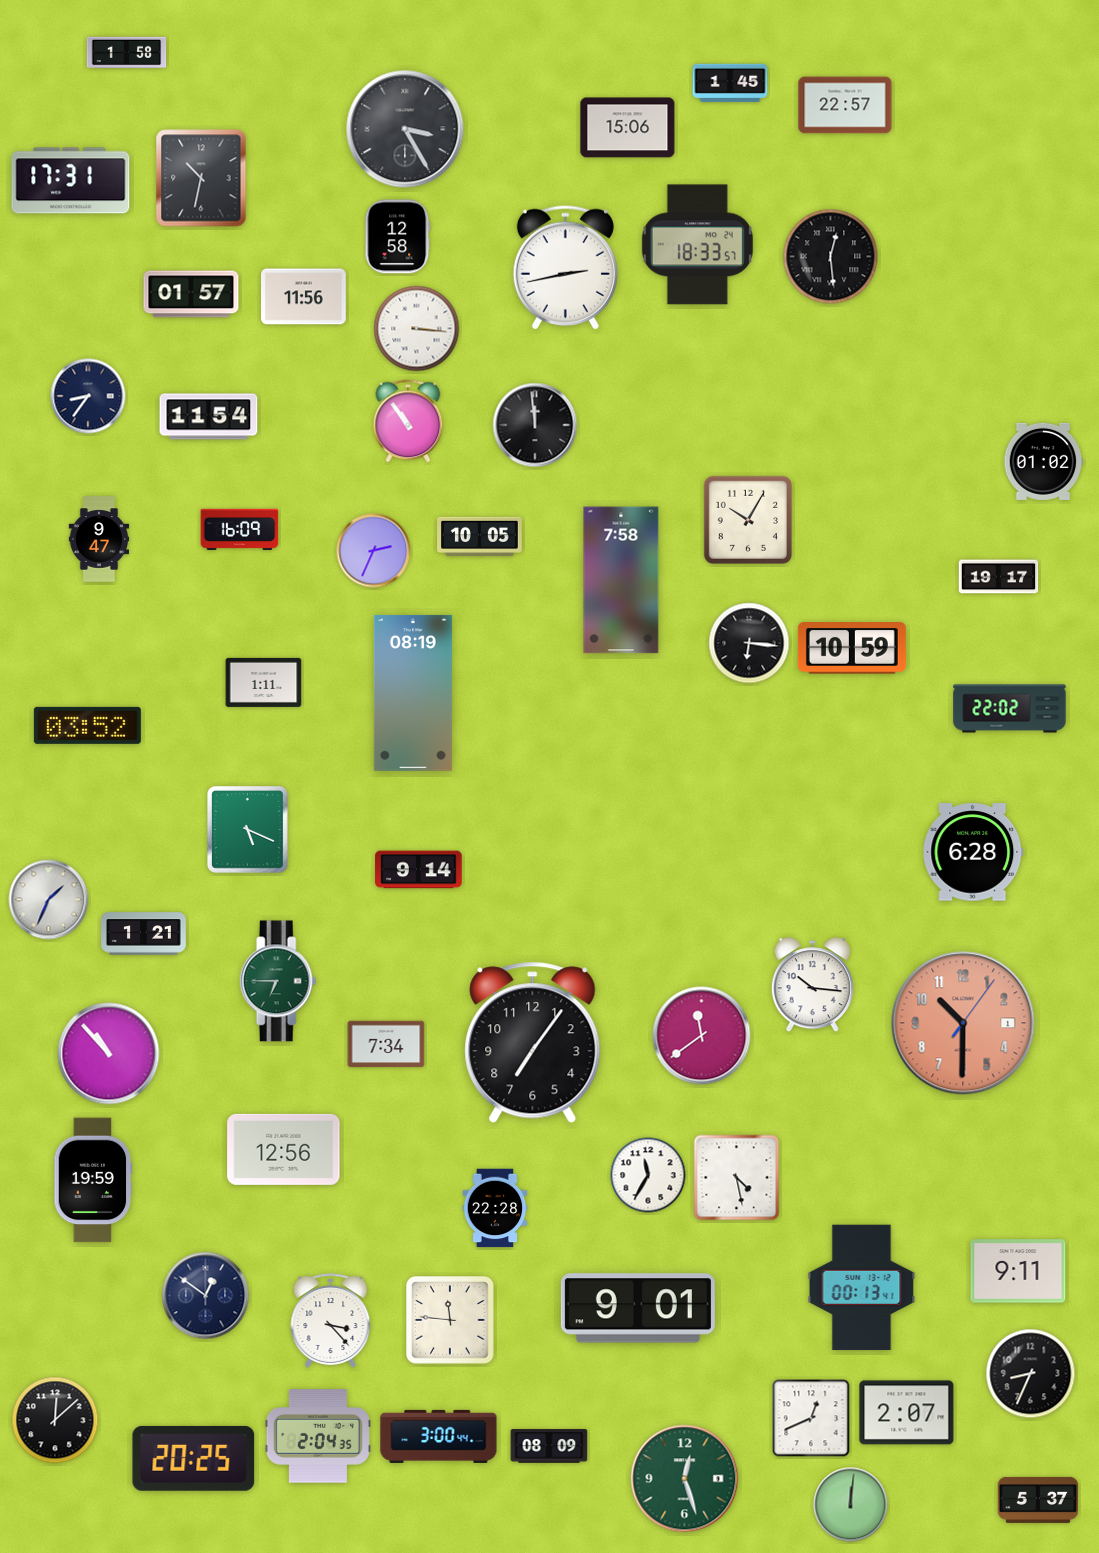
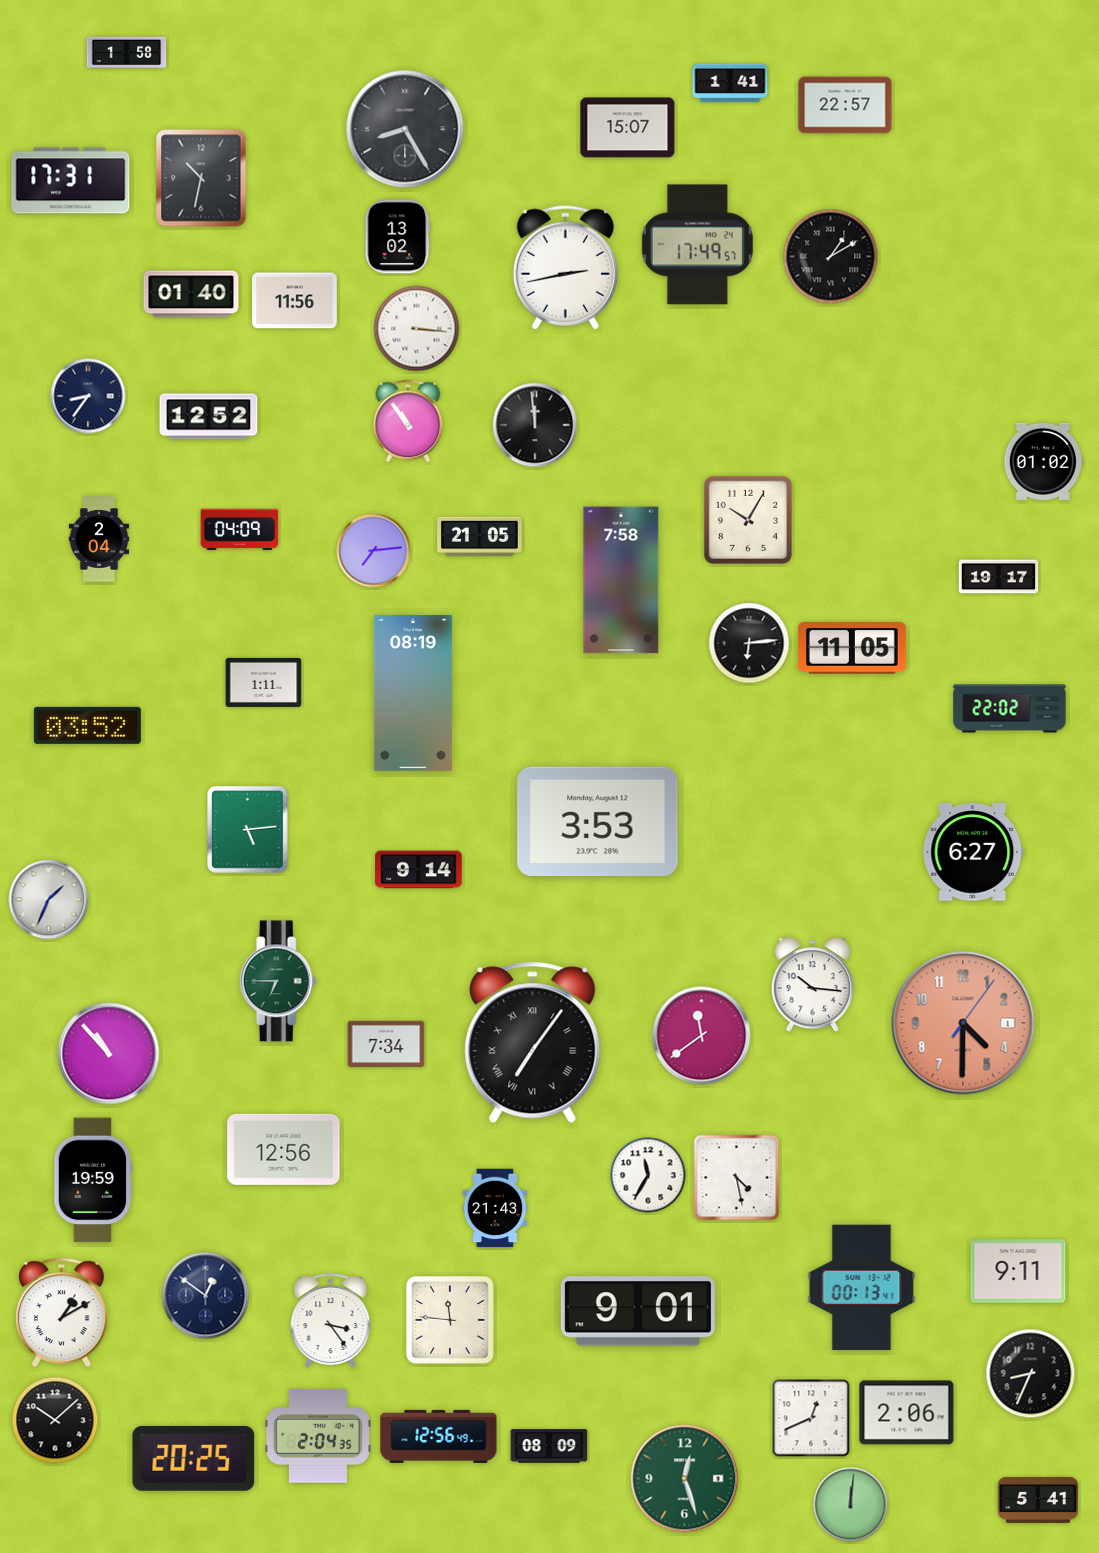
clock at (730, 83): 1:45 -> 1:41
clock at (628, 128): 15:06 -> 15:07
clock at (405, 129): 3:25 -> 8:25
clock at (398, 237): 12:58 -> 13:02
clock at (697, 245): 18:33 -> 17:49
clock at (831, 257): 12:29 -> 1:10
clock at (191, 294): 01:57 -> 01:40
clock at (304, 297) position: (304, 297) -> (295, 301)
clock at (209, 417): 11:54 -> 12:52
clock at (240, 529): 16:09 -> 04:09
clock at (480, 536): 10:05 -> 21:05
clock at (99, 539): 9:47 -> 2:04
clock at (374, 551): 2:34 -> 7:14
clock at (749, 643): 6:16 -> 6:14
clock at (852, 648): 10:59 -> 11:05
clock at (598, 821): none -> 3:53
clock at (248, 830): 5:19 -> 5:14
clock at (973, 852): 6:28 -> 6:27
clock at (144, 934): 1:21 -> none
clock at (963, 1023): 10:30 -> 4:30
clock at (533, 1043) numerals: Arabic -> Roman
clock at (495, 1208): 22:28 -> 21:43
clock at (638, 1308) position: (638, 1308) -> (638, 1311)
clock at (62, 1312): none -> 1:10
clock at (331, 1321): 3:23 -> 3:24
clock at (907, 1413): 2:07 -> 2:06
clock at (55, 1420): 12:08 -> 10:08
clock at (439, 1436): 3:00 -> 12:56
clock at (1038, 1500): 5:37 -> 5:41
